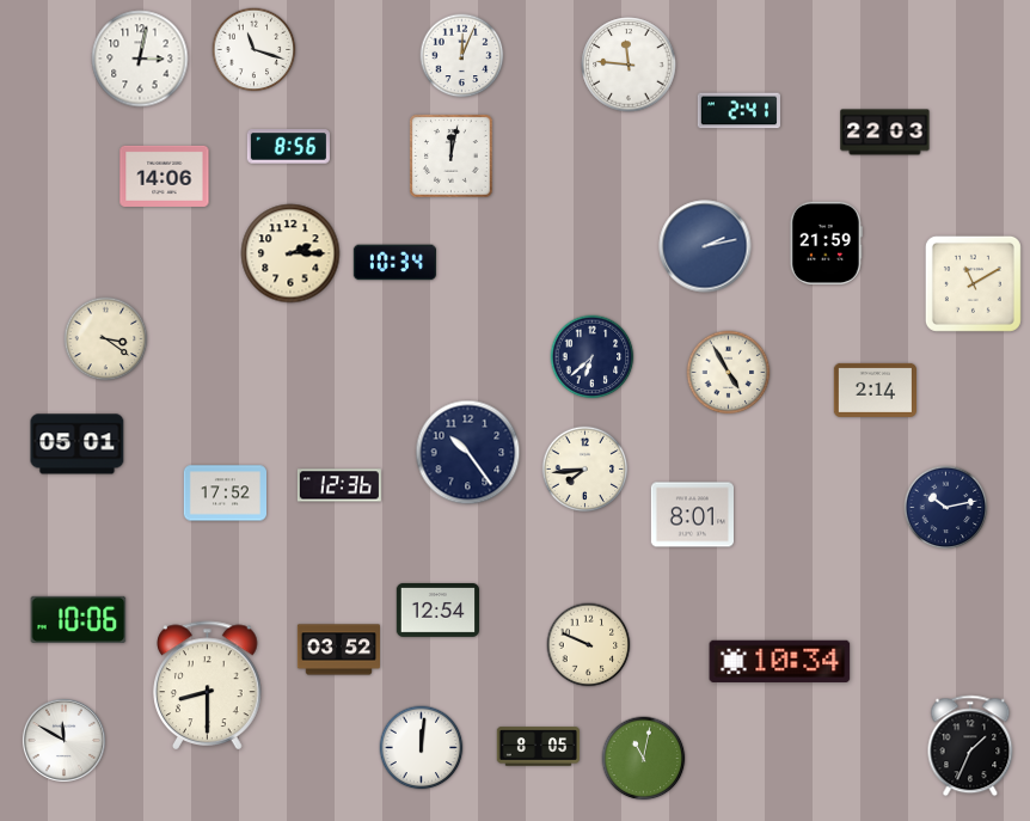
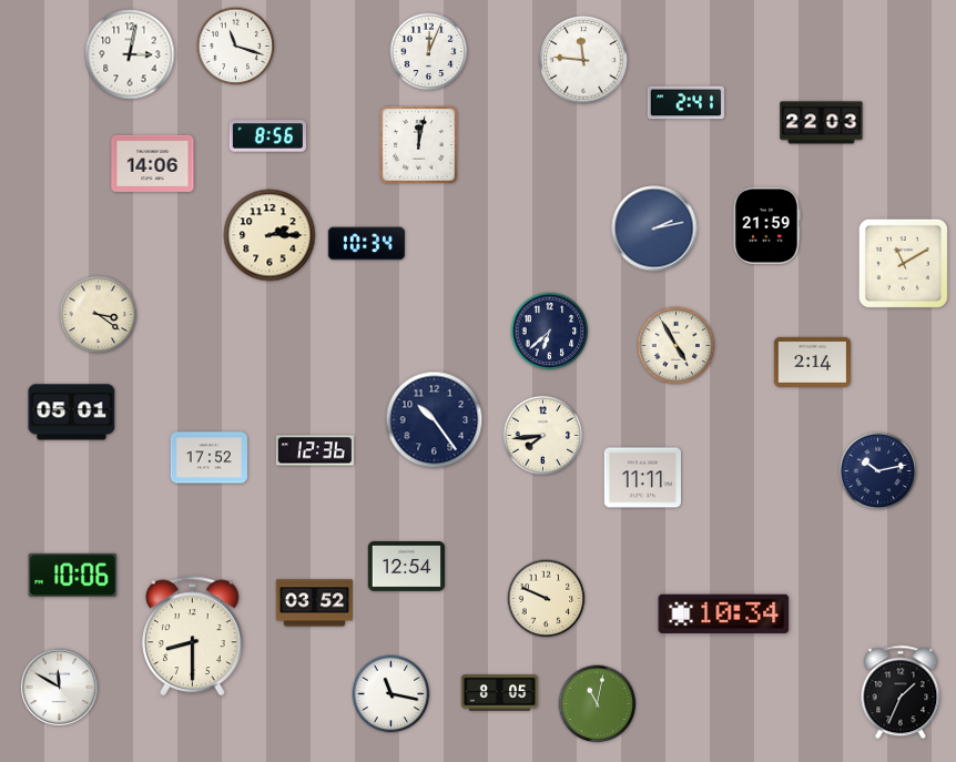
clock at (692, 515): 8:01 -> 11:11
clock at (422, 748): 12:01 -> 11:17
